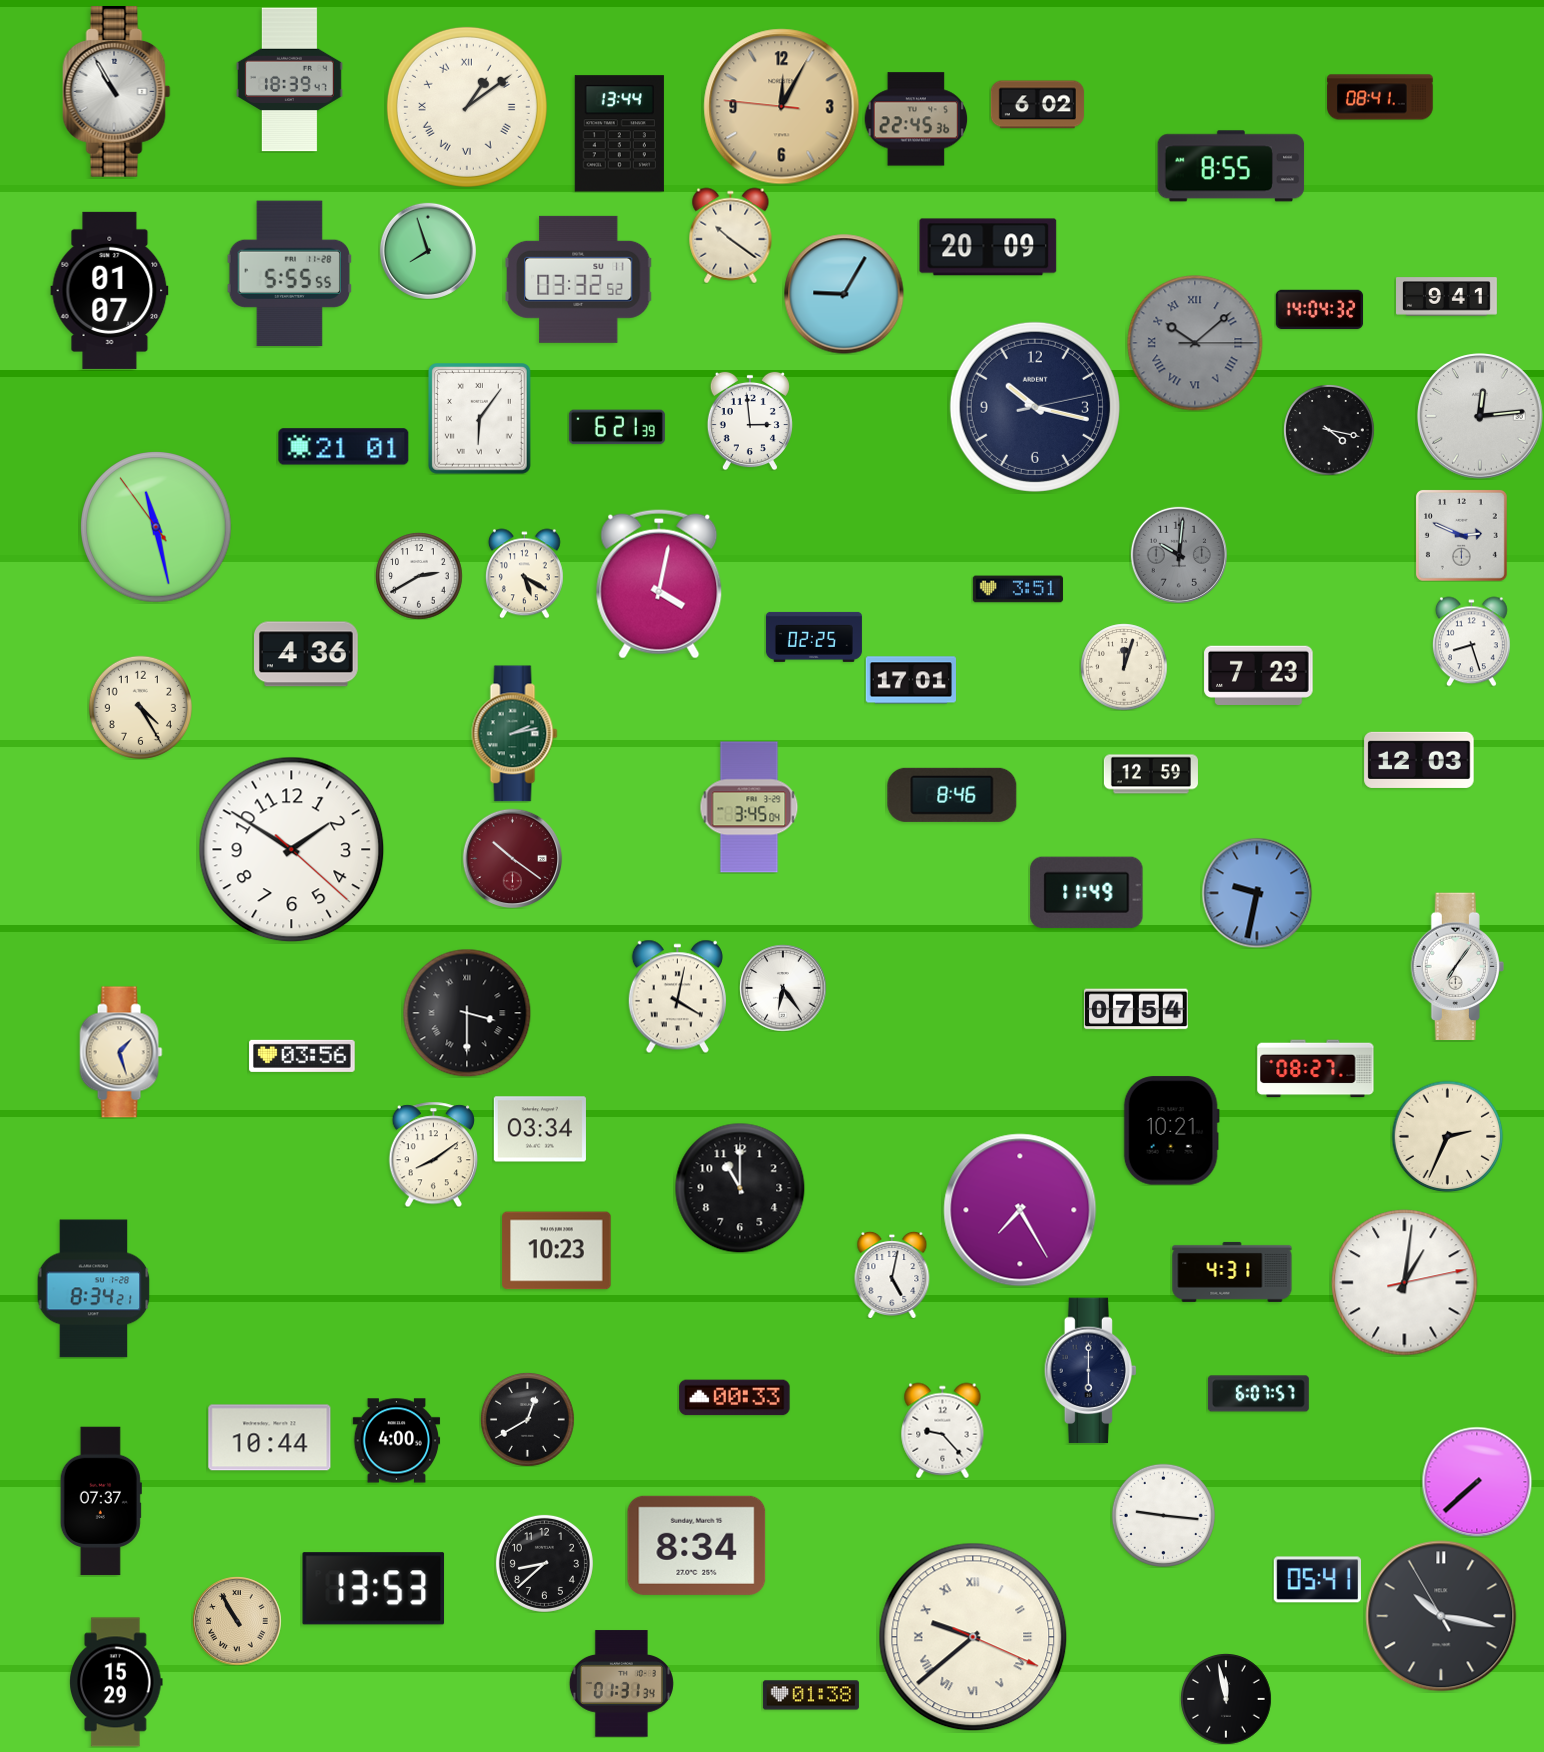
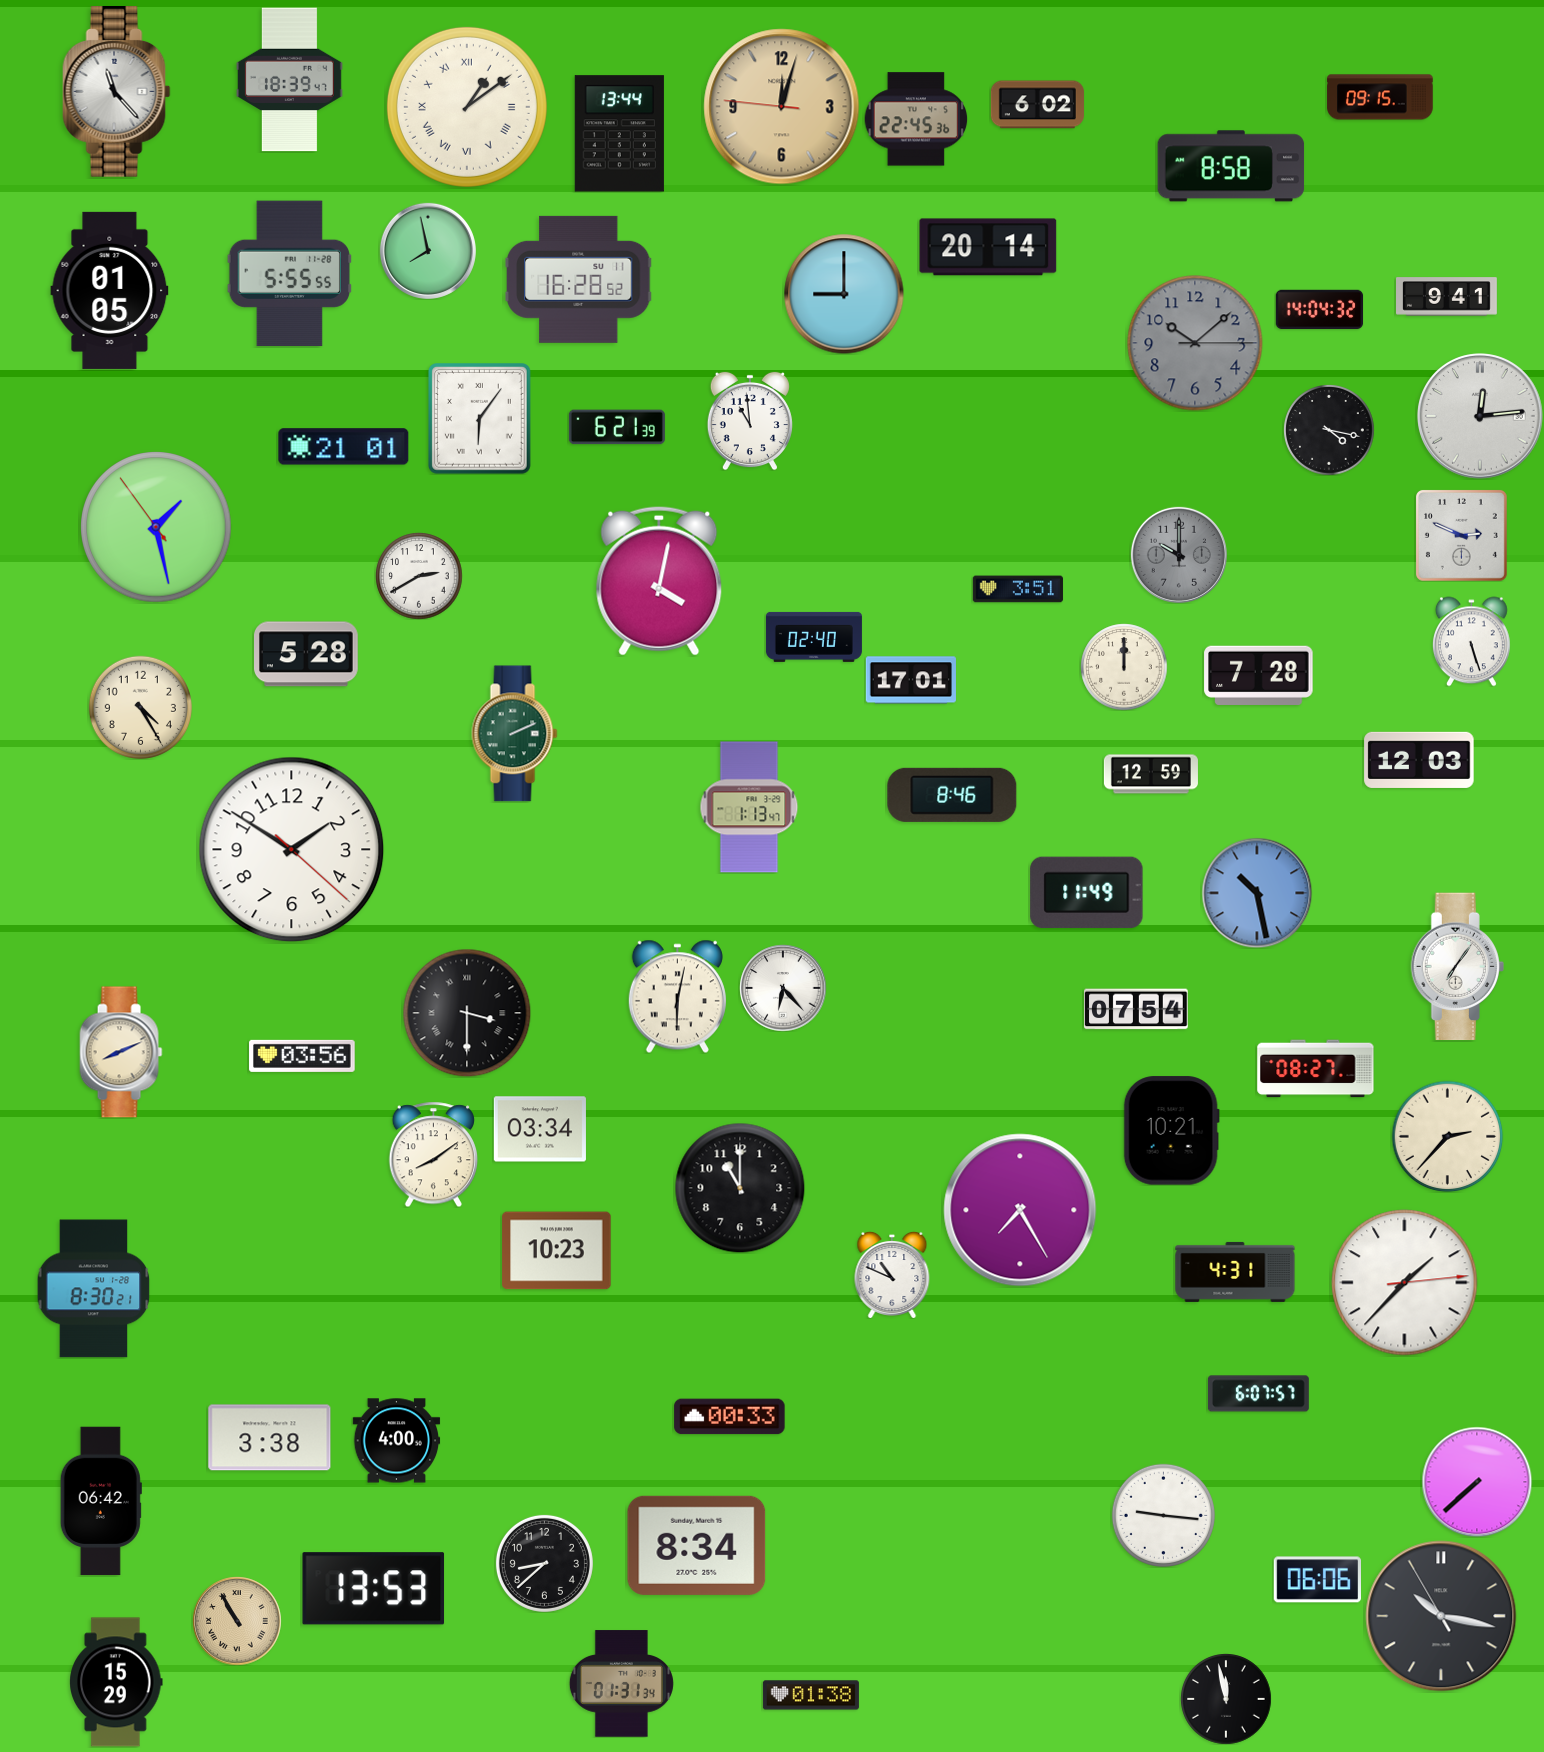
clock at (117, 92): 10:55 -> 11:23
clock at (1380, 97): 08:41 -> 09:15
clock at (782, 107): 12:04 -> 12:02
clock at (1231, 166): 8:55 -> 8:58
clock at (731, 235): 10:21 -> none
clock at (988, 247): 20:09 -> 20:14
clock at (428, 251): 7:57 -> 7:58
clock at (578, 279): 03:32 -> 16:28
clock at (110, 290): 01:07 -> 01:05
clock at (844, 294): 9:05 -> 9:00
clock at (1195, 343) numerals: Roman -> Arabic
clock at (1035, 407): 10:17 -> none
clock at (750, 421): 2:59 -> 10:59
clock at (156, 527): 11:27 -> 1:27
clock at (1179, 555): 10:01 -> 10:00
clock at (524, 573): 5:20 -> none
clock at (659, 584) position: (659, 584) -> (659, 581)
clock at (814, 637): 02:25 -> 02:40
clock at (1471, 641): 8:27 -> 5:27
clock at (307, 654): 4:36 -> 5:28
clock at (1124, 667): 12:03 -> 12:00
clock at (1259, 675): 7:23 -> 7:28
clock at (515, 734): 2:13 -> 2:11
clock at (749, 807): 3:45 -> 1:13
clock at (512, 858): 10:21 -> none
clock at (1257, 893): 9:32 -> 10:28
clock at (783, 988): 6:24 -> 6:23
clock at (677, 996): 4:02 -> 6:02
clock at (121, 1052): 1:27 -> 8:11
clock at (1447, 1136): 2:34 -> 2:37
clock at (1232, 1272) position: (1232, 1272) -> (1235, 1272)
clock at (892, 1275): 5:02 -> 10:49
clock at (1405, 1283): 1:01 -> 1:37
clock at (94, 1289): 8:34 -> 8:30
clock at (1091, 1371): 6:00 -> none
clock at (735, 1398) position: (735, 1398) -> (730, 1417)
clock at (527, 1419): 12:40 -> none
clock at (943, 1430): 9:23 -> none
clock at (270, 1438): 10:44 -> 3:38
clock at (101, 1501): 07:37 -> 06:42
clock at (1317, 1580): 05:41 -> 06:06
clock at (973, 1637): 9:38 -> none
